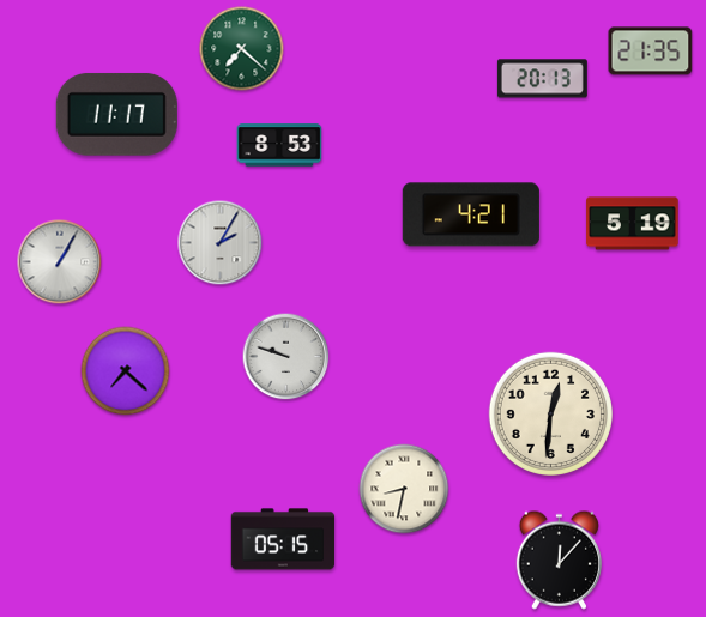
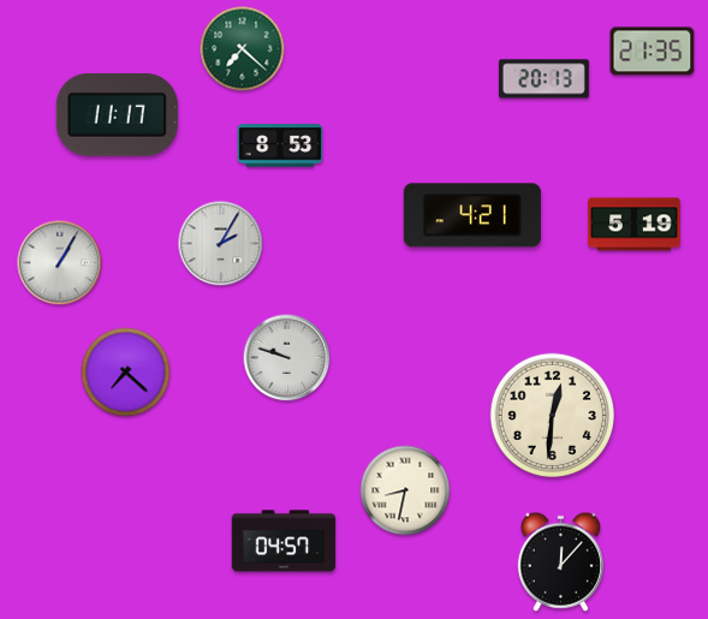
clock at (283, 539): 05:15 -> 04:57
